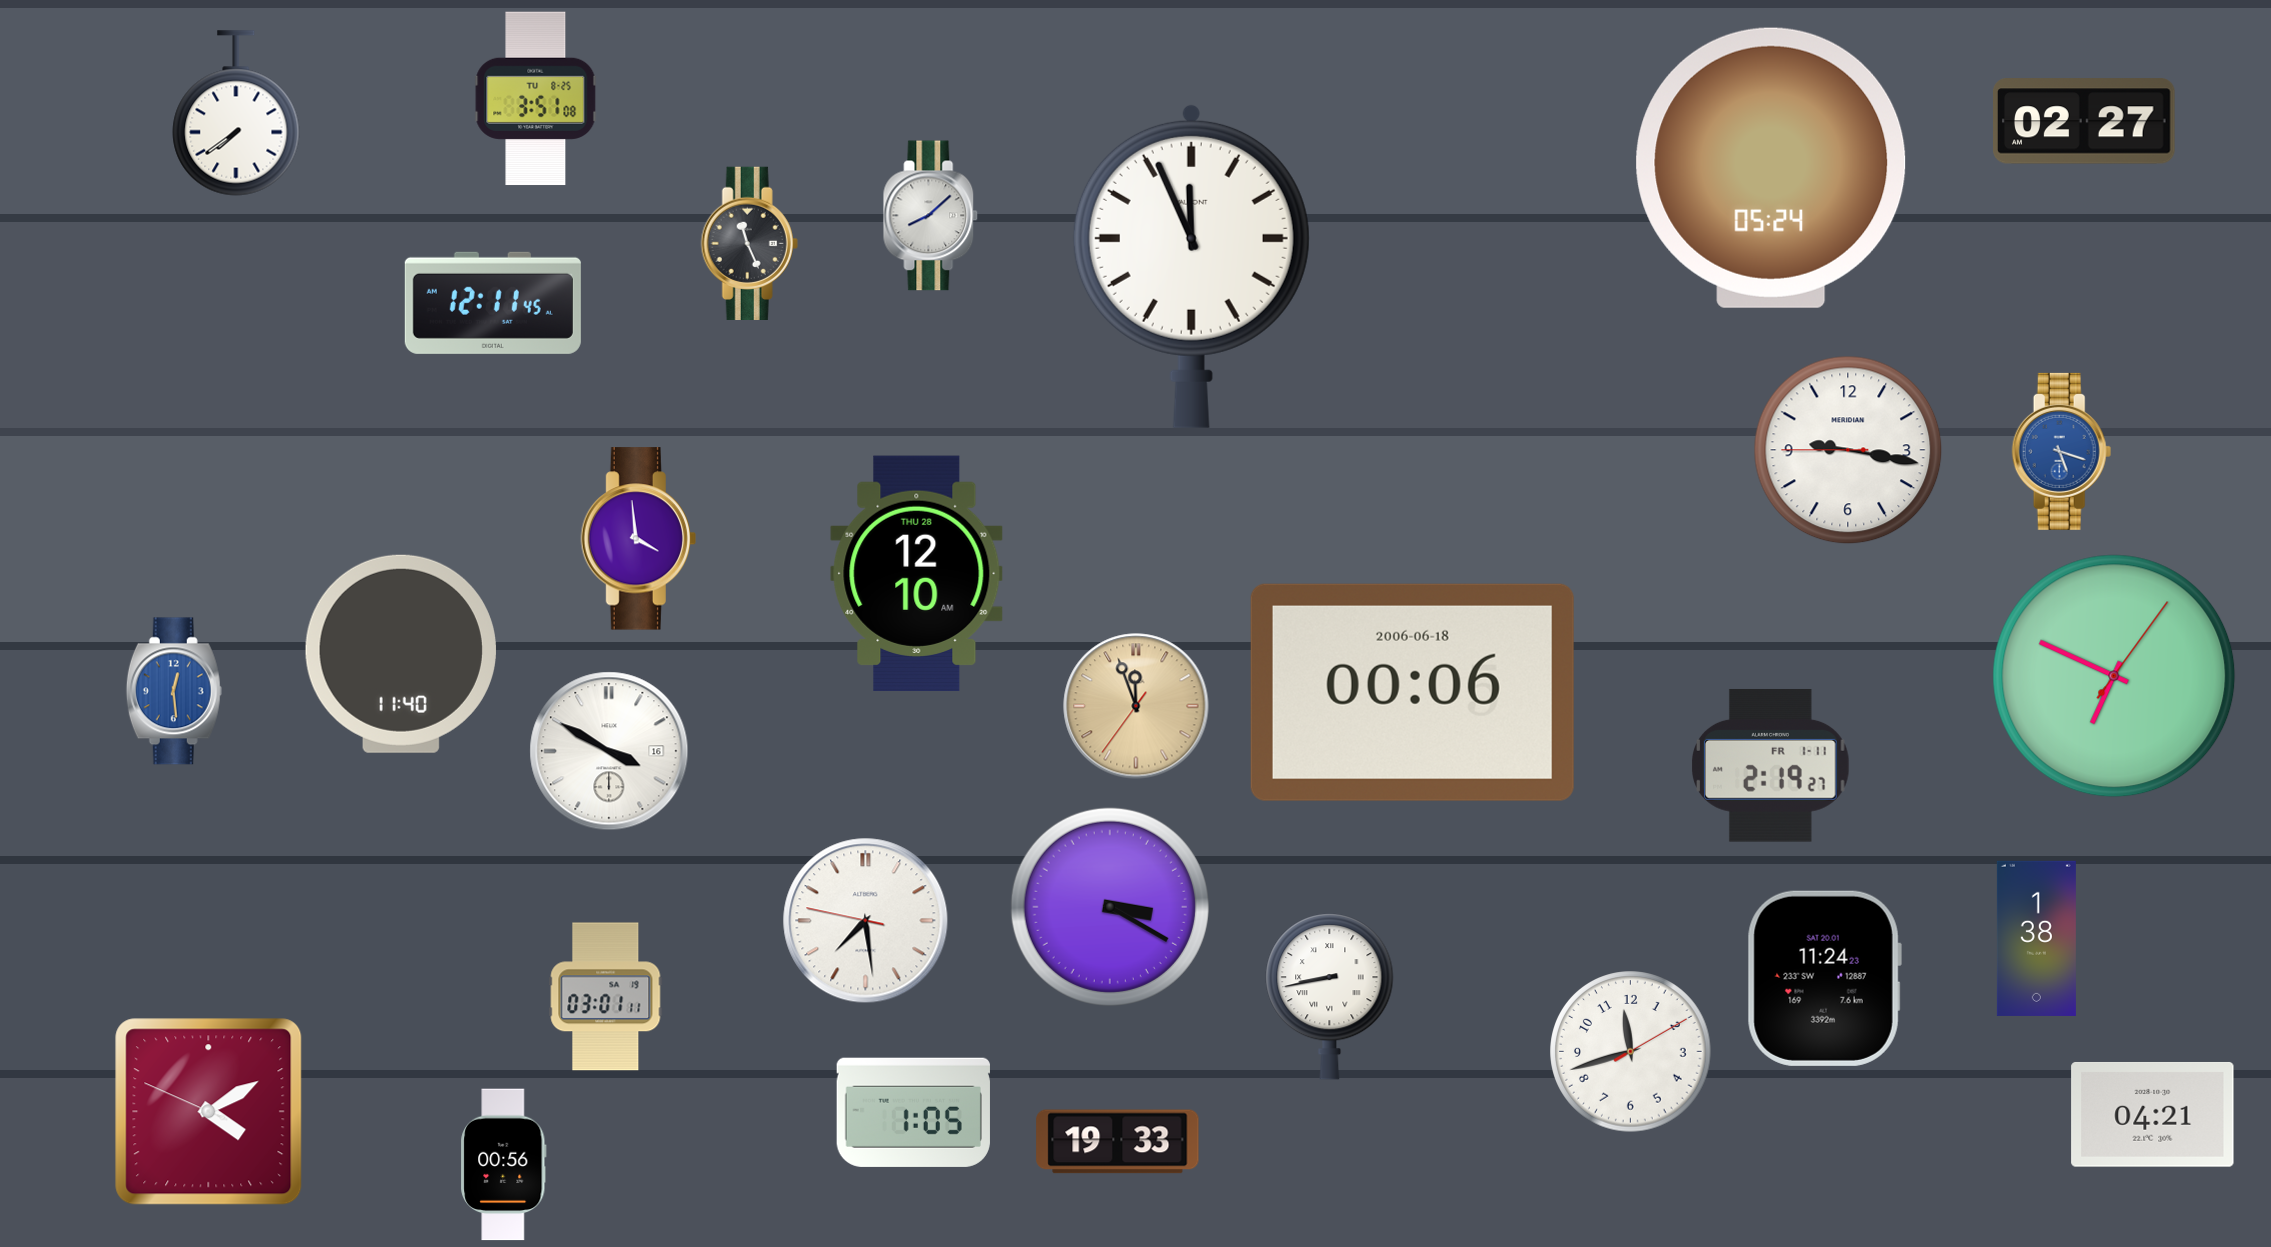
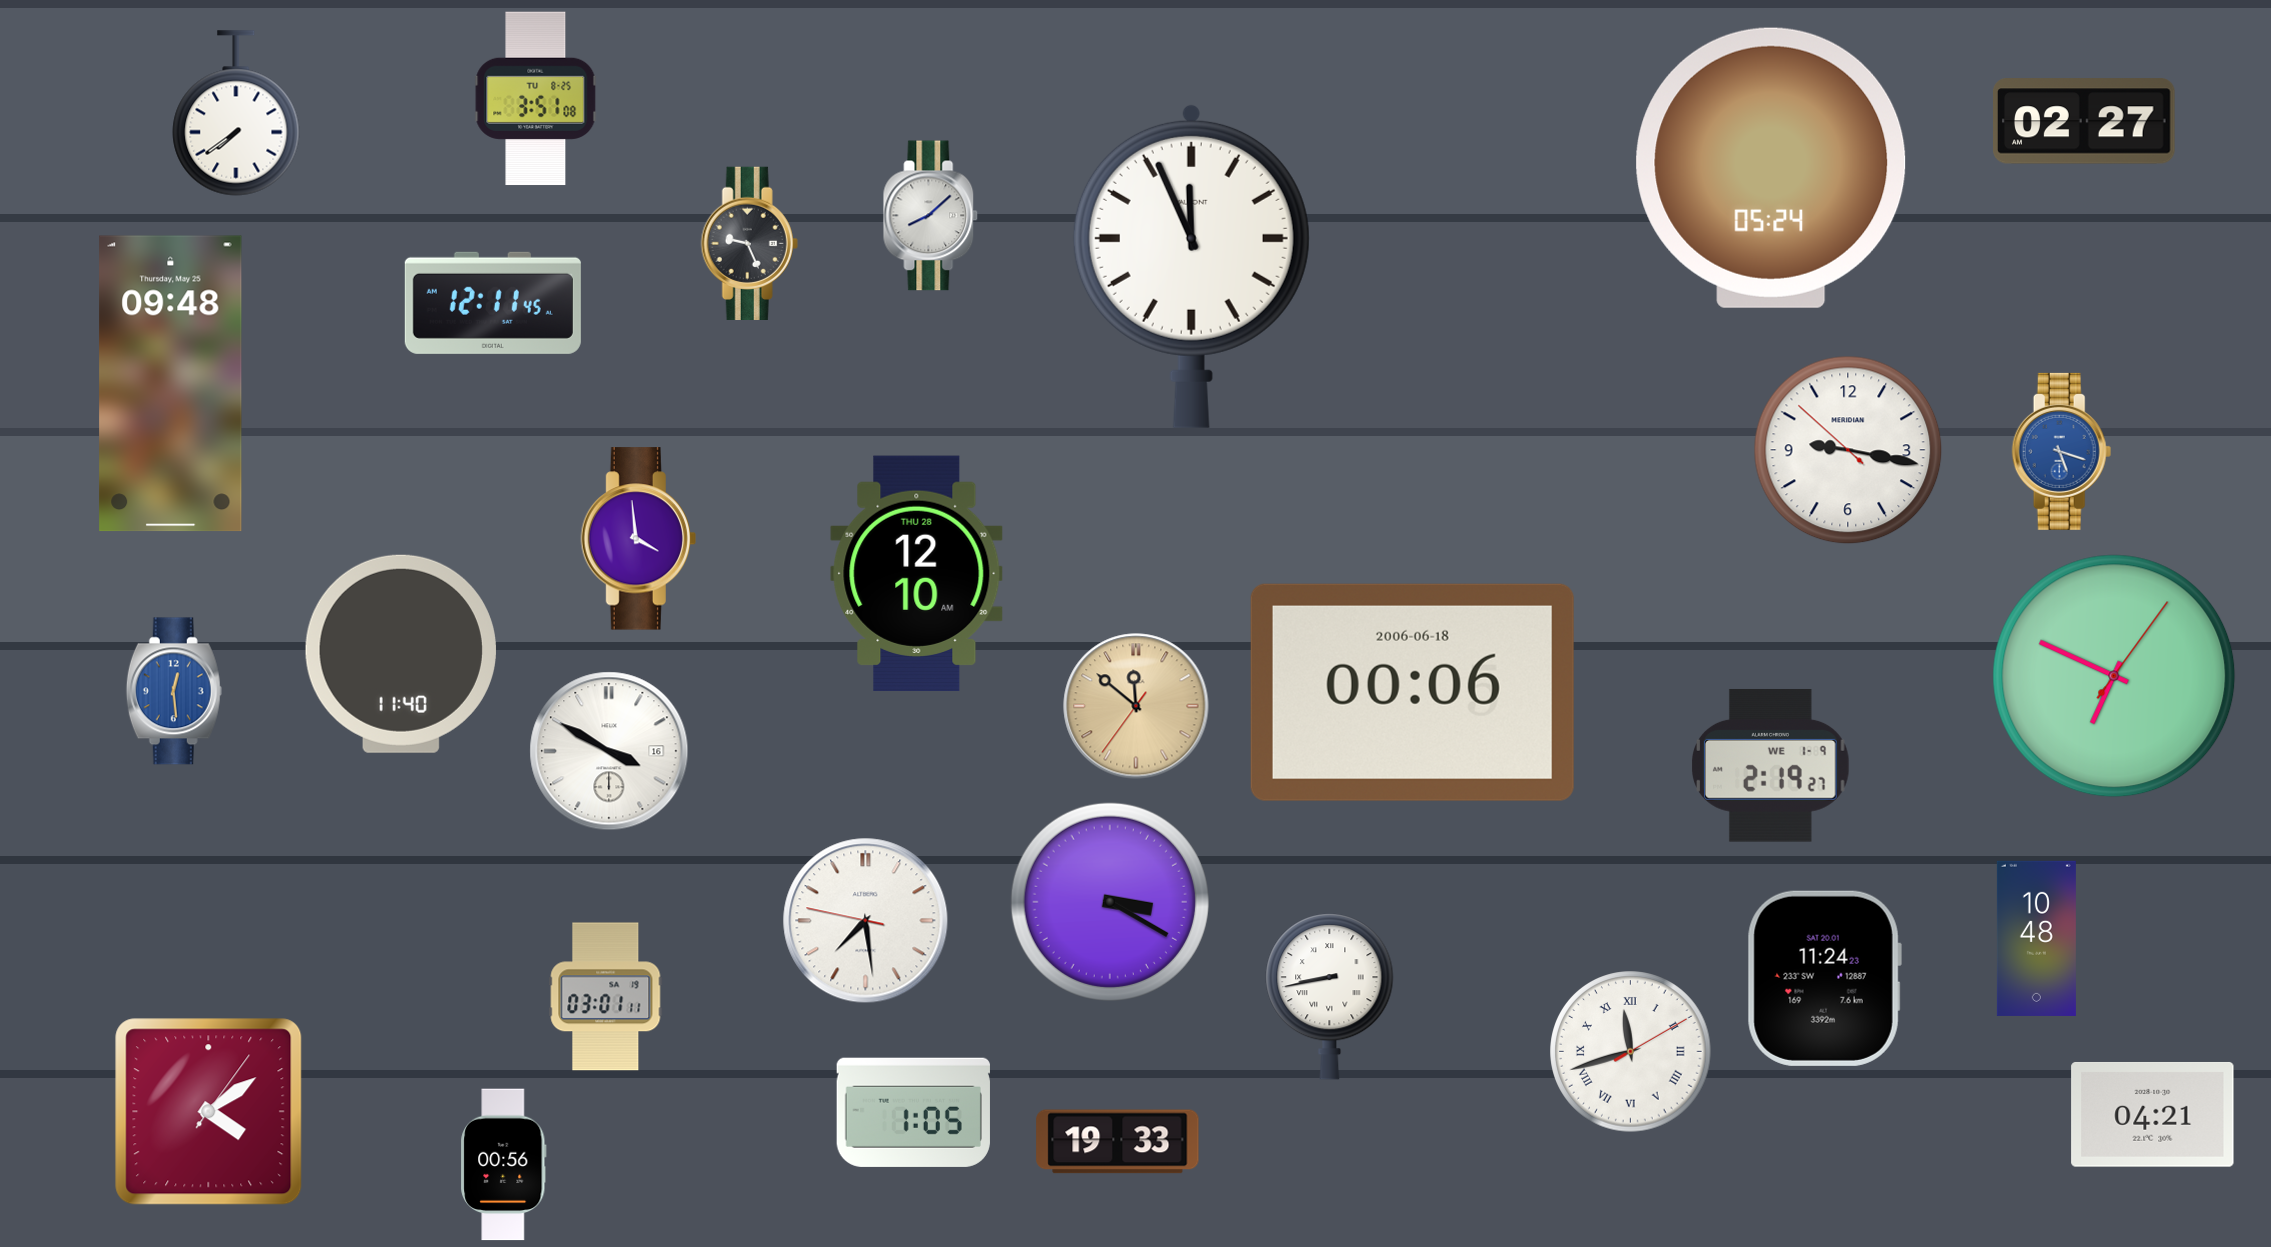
clock at (749, 243): 11:26 -> 9:26
clock at (171, 384): none -> 09:48
clock at (1848, 450): 9:16:45 -> 9:16:52
clock at (1136, 706): 11:56 -> 11:51
clock at (1771, 765) date: FR 1-11 -> WE 1-9
clock at (1110, 907) position: (1110, 907) -> (1110, 902)
clock at (2036, 938): 1:38 -> 10:48
clock at (1631, 1052) numerals: Arabic -> Roman
clock at (209, 1112): 4:09:49 -> 4:09:06
